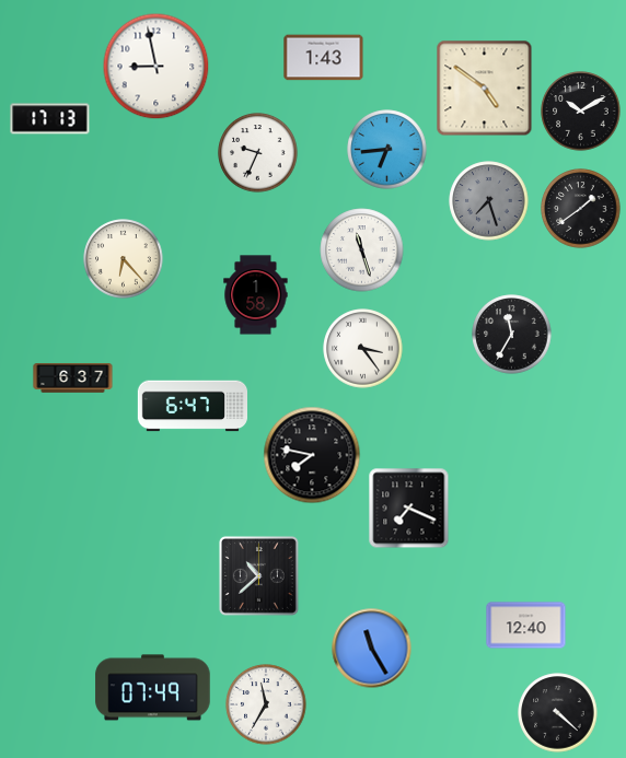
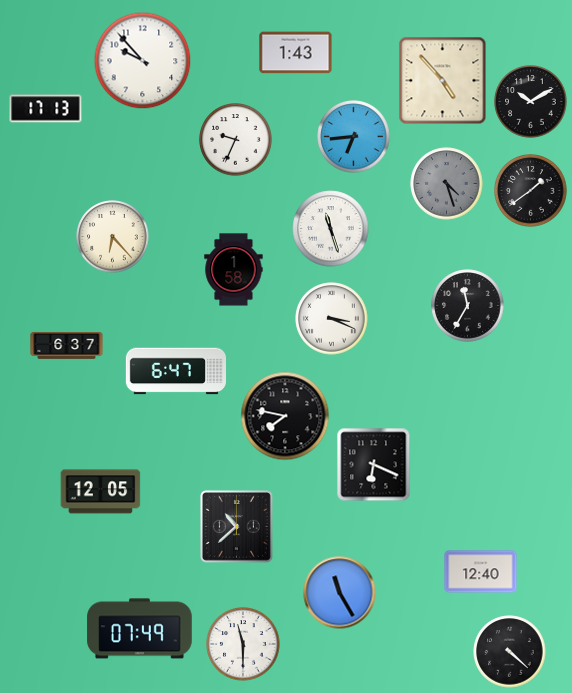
clock at (156, 67): 8:58 -> 9:53
clock at (485, 89): 4:51 -> 4:53
clock at (489, 201): 7:27 -> 4:27
clock at (363, 349): 3:24 -> 3:19
clock at (409, 509): 7:19 -> 6:19
clock at (101, 492): none -> 12:05
clock at (266, 704): 11:35 -> 11:30
